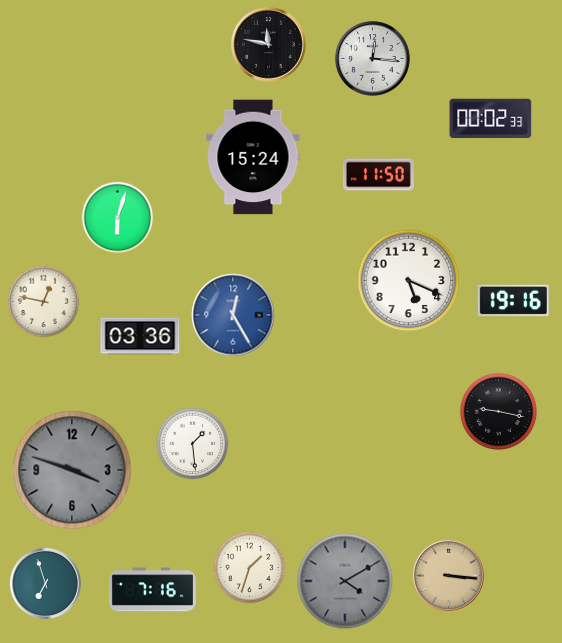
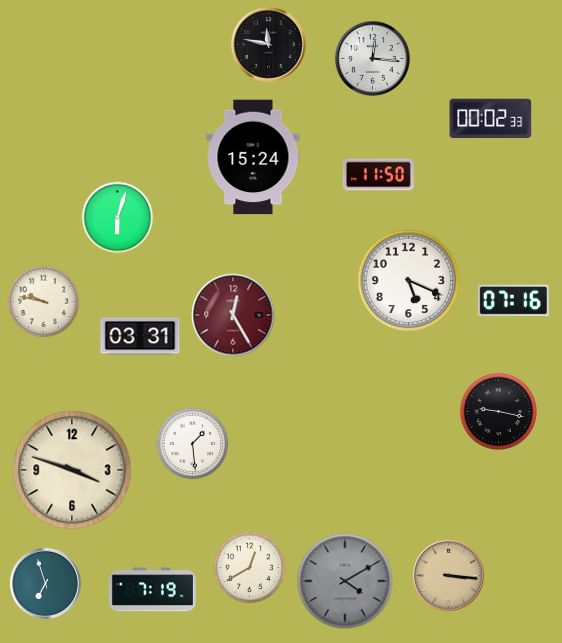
clock at (513, 301): 19:16 -> 07:16
clock at (44, 302): 12:47 -> 9:47
clock at (233, 315) dial: blue -> burgundy
clock at (140, 336): 03:36 -> 03:31
clock at (72, 470) dial: grey -> cream
clock at (250, 568): 1:33 -> 12:40
clock at (152, 590): 7:16 -> 7:19
